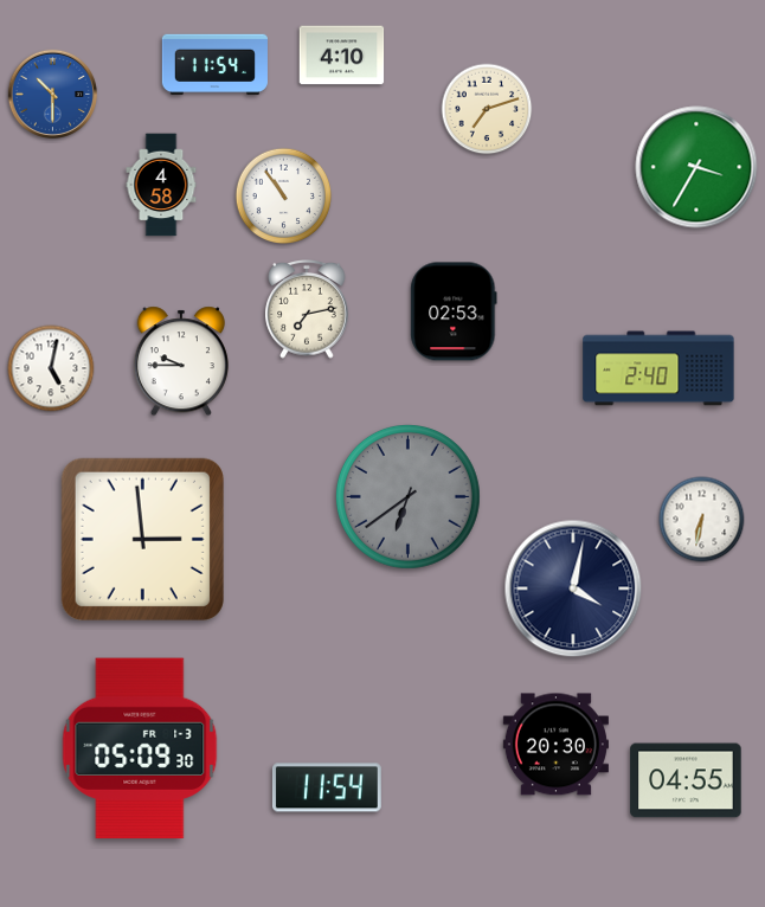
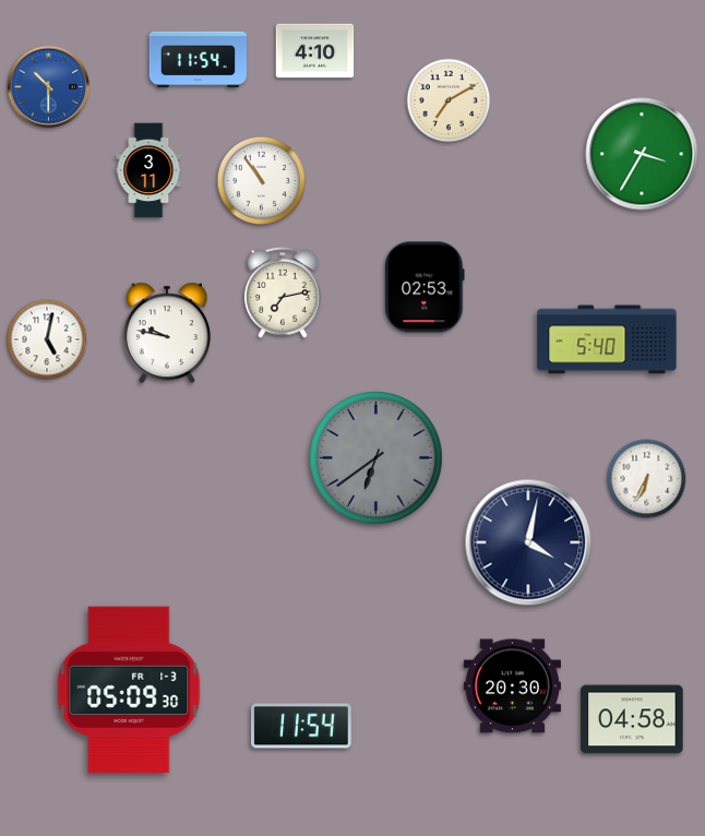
clock at (487, 109): 7:12 -> 7:10
clock at (161, 185): 4:58 -> 3:11
clock at (307, 310) position: (307, 310) -> (283, 294)
clock at (454, 311) position: (454, 311) -> (425, 287)
clock at (181, 361): 9:45 -> 9:47
clock at (658, 368): 2:40 -> 5:40
clock at (702, 520): 6:32 -> 6:34
clock at (142, 539): 2:59 -> none
clock at (686, 780): 04:55 -> 04:58
